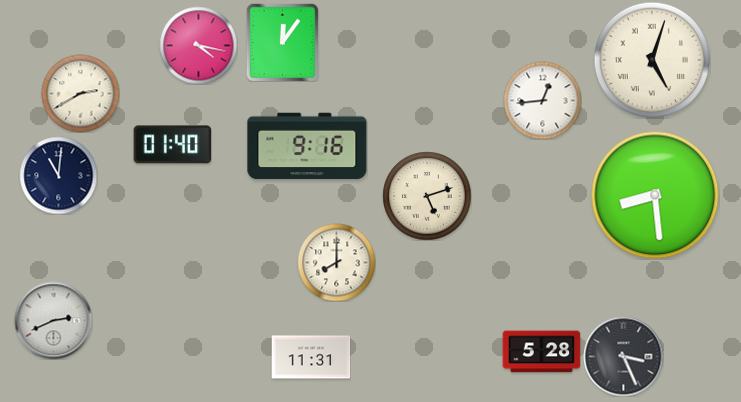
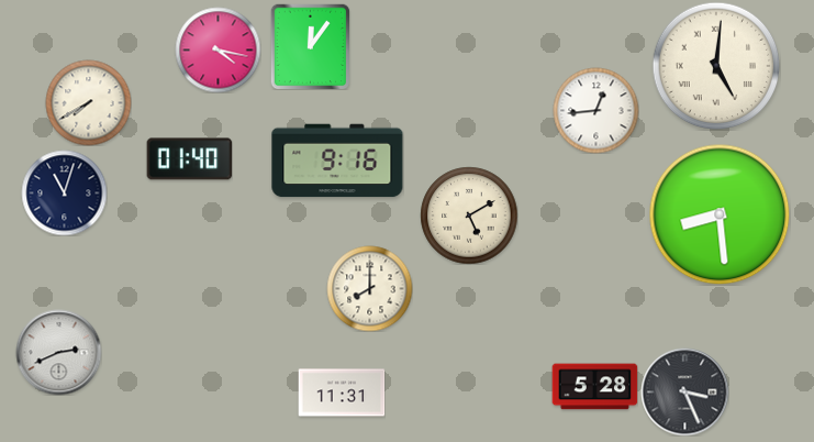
clock at (652, 60): 5:03 -> 5:01
clock at (80, 93): 2:40 -> 7:40
clock at (58, 175): 11:01 -> 11:03
clock at (427, 196): 5:12 -> 5:10
